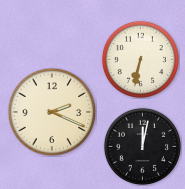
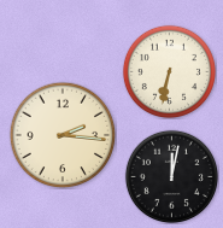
clock at (52, 112): 2:19 -> 2:16
